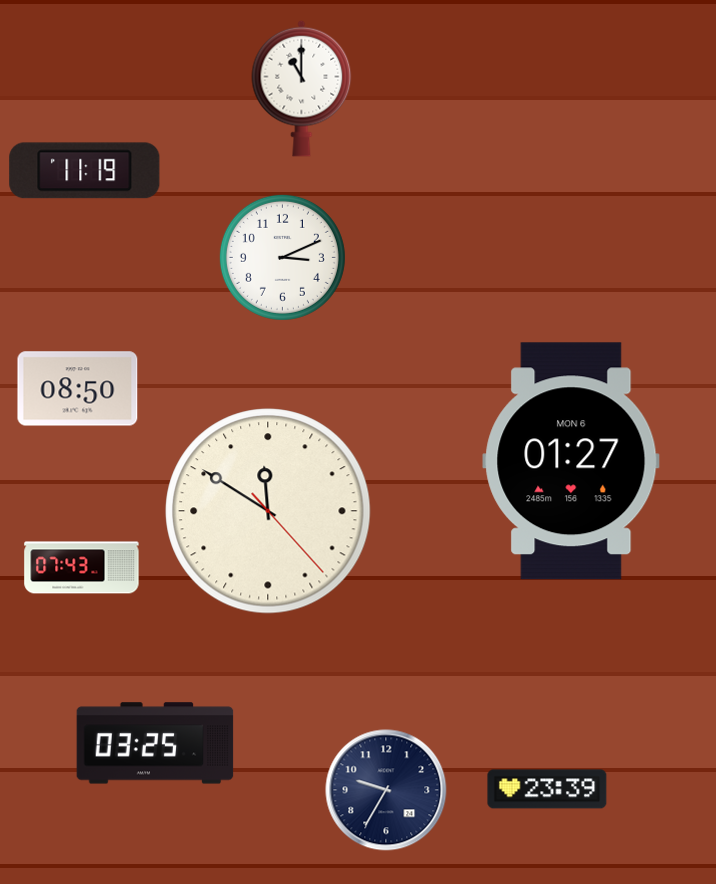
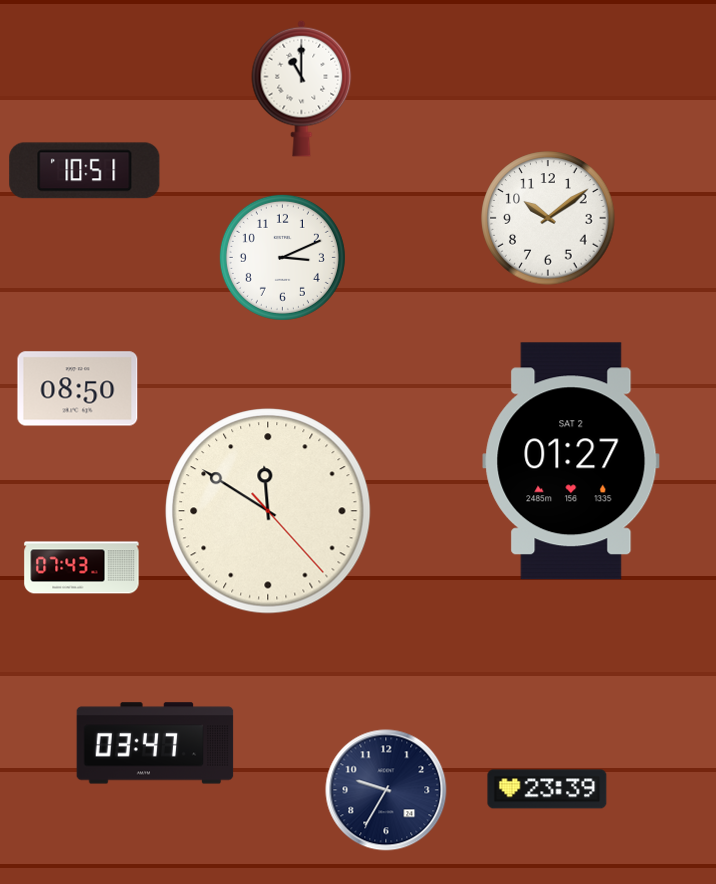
clock at (85, 171): 11:19 -> 10:51
clock at (548, 218): none -> 10:09
clock at (571, 461) date: MON 6 -> SAT 2
clock at (155, 743): 03:25 -> 03:47
